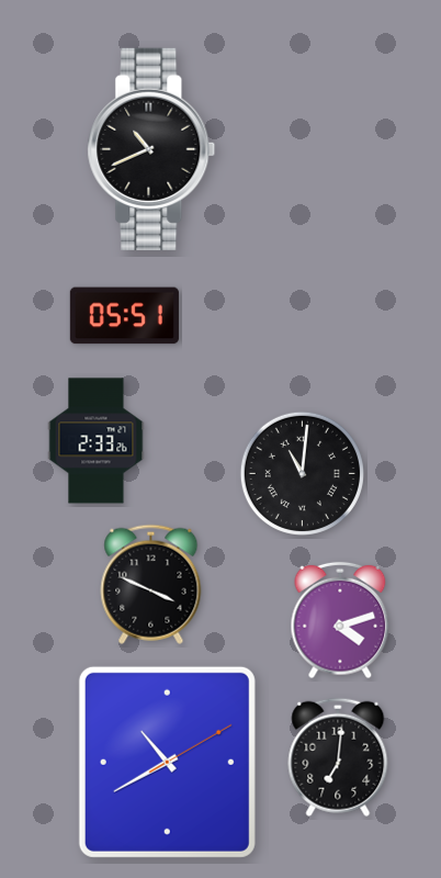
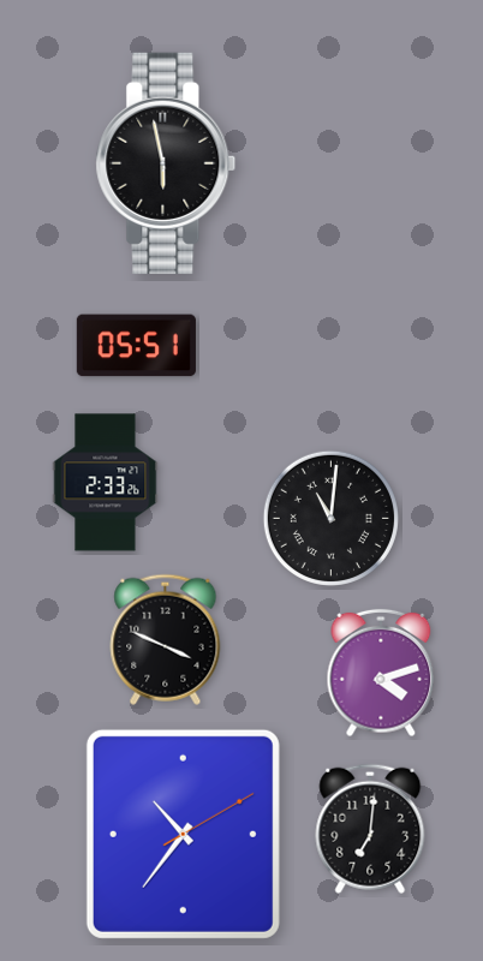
clock at (151, 149): 10:41 -> 5:58
clock at (340, 620) position: (340, 620) -> (381, 673)
clock at (167, 762): 10:40 -> 10:36
